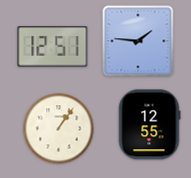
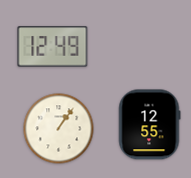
clock at (138, 41): 1:46 -> none
clock at (53, 47): 12:51 -> 12:49
